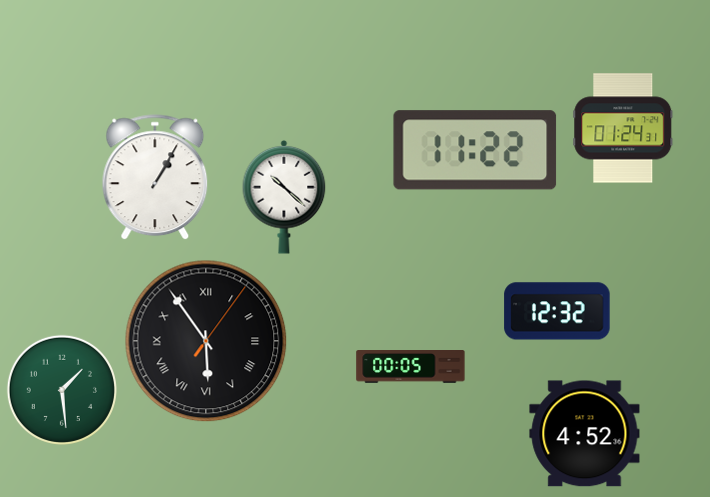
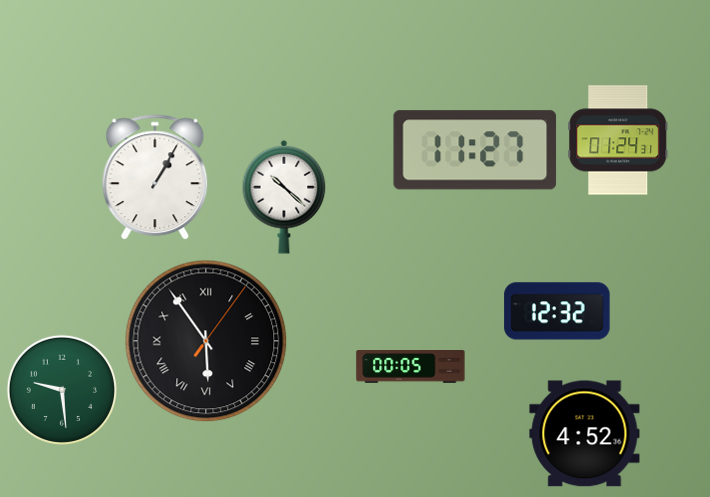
clock at (623, 128) position: (623, 128) -> (618, 140)
clock at (475, 150): 11:22 -> 11:27
clock at (62, 390): 1:29 -> 9:29
